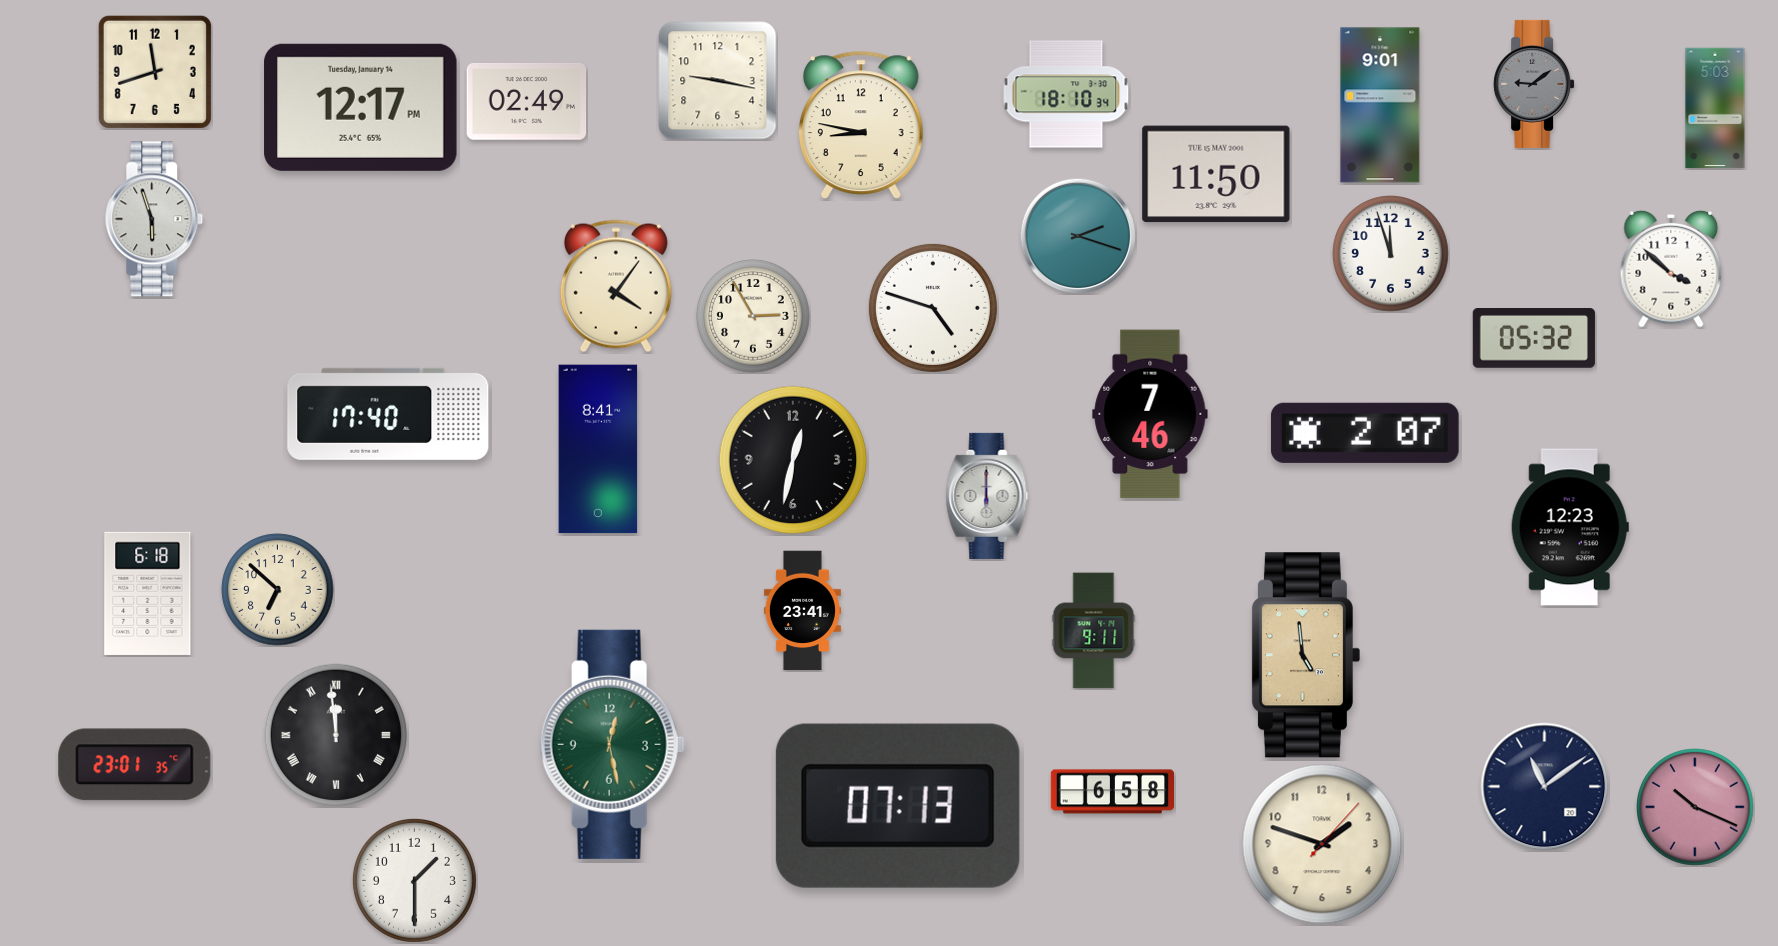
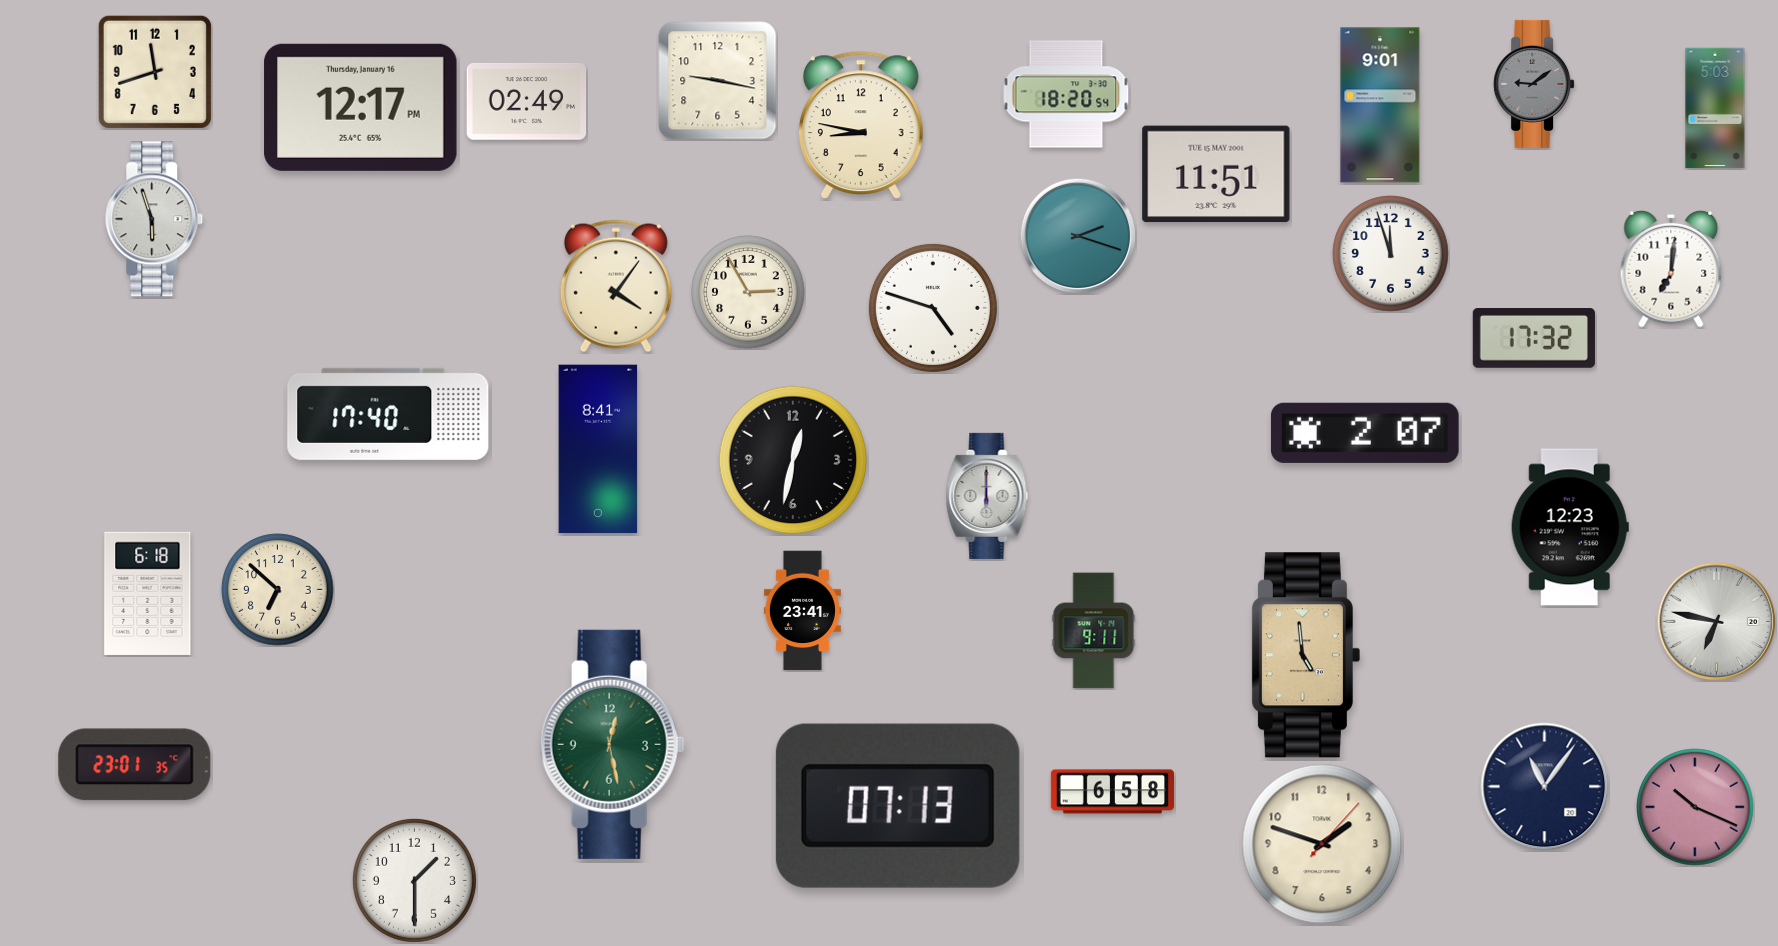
clock at (1066, 94): 18:10 -> 18:20
clock at (361, 107) date: Tuesday, January 14 -> Thursday, January 16
clock at (1216, 174): 11:50 -> 11:51
clock at (1671, 269): 3:52 -> 7:01
clock at (753, 316) position: (753, 316) -> (748, 292)
clock at (1533, 339): 05:32 -> 17:32
clock at (1150, 414): 7:46 -> none
clock at (1716, 621): none -> 6:47
clock at (335, 734): 11:59 -> none
clock at (1545, 787): 11:09 -> 11:06
